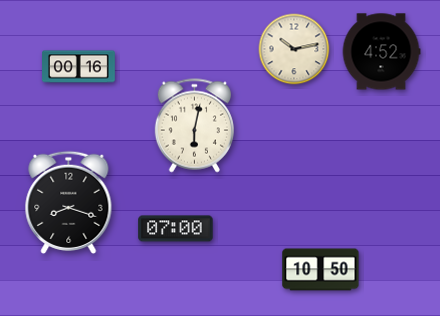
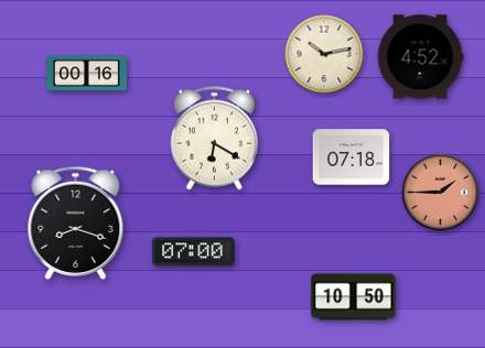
clock at (194, 126): 6:02 -> 6:20
clock at (352, 157): none -> 07:18
clock at (441, 193): none -> 1:45
